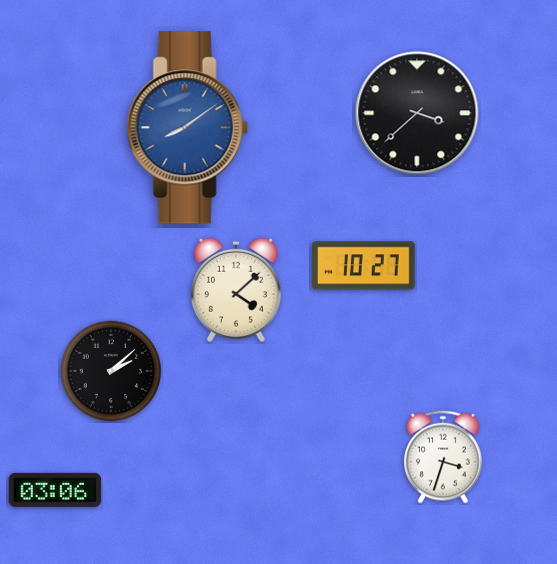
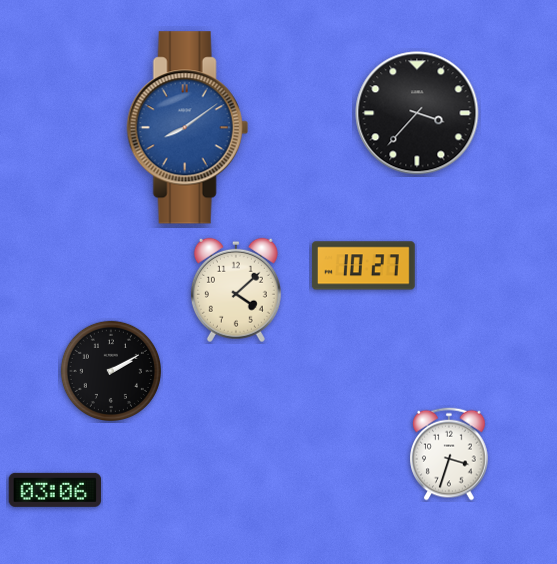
clock at (417, 113): 3:38 -> 3:37
clock at (111, 371): 2:08 -> 2:10
clock at (443, 457) position: (443, 457) -> (449, 454)
